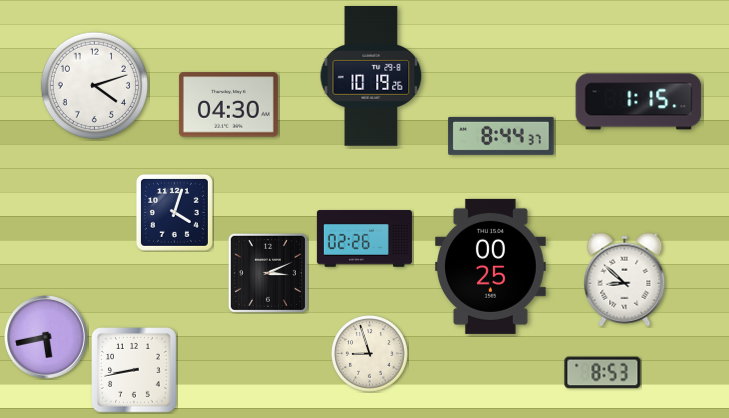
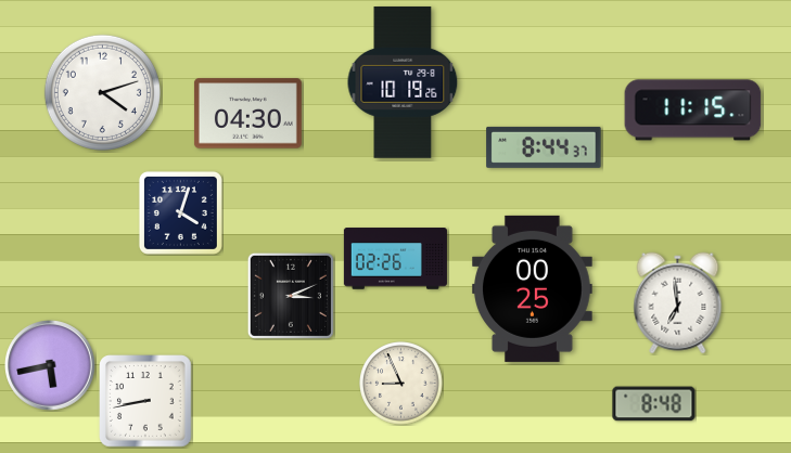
clock at (639, 102): 1:15 -> 11:15
clock at (174, 212) position: (174, 212) -> (180, 212)
clock at (625, 280): 8:52 -> 6:59
clock at (370, 354): 8:57 -> 8:56
clock at (603, 373): 8:53 -> 8:48
